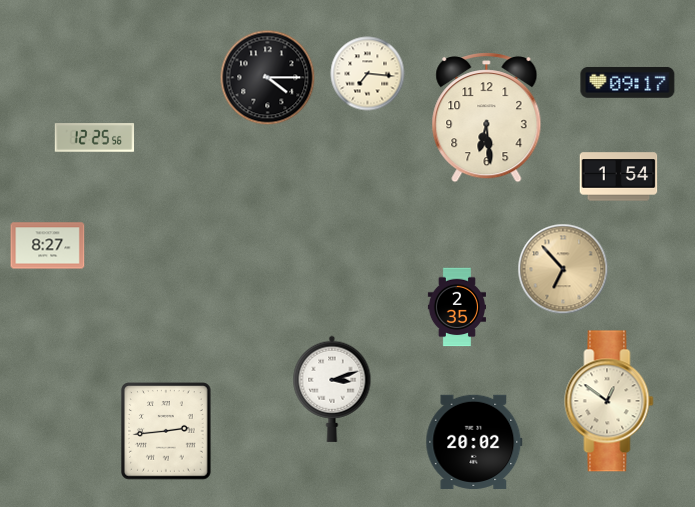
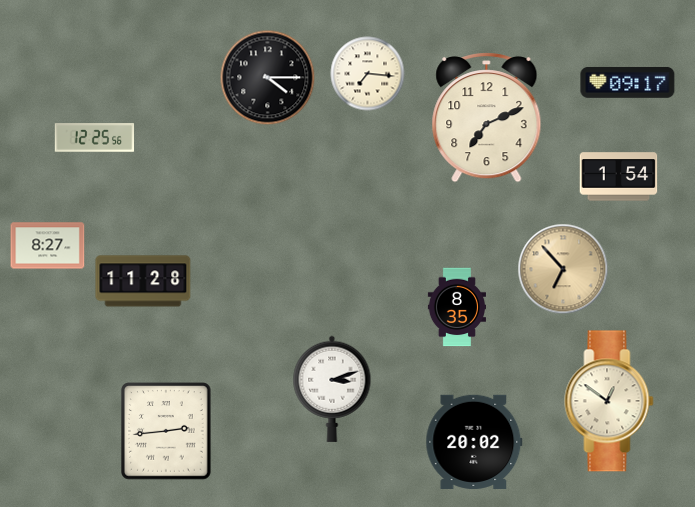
clock at (487, 118): 6:29 -> 7:11
clock at (143, 281): none -> 11:28
clock at (456, 307): 2:35 -> 8:35
